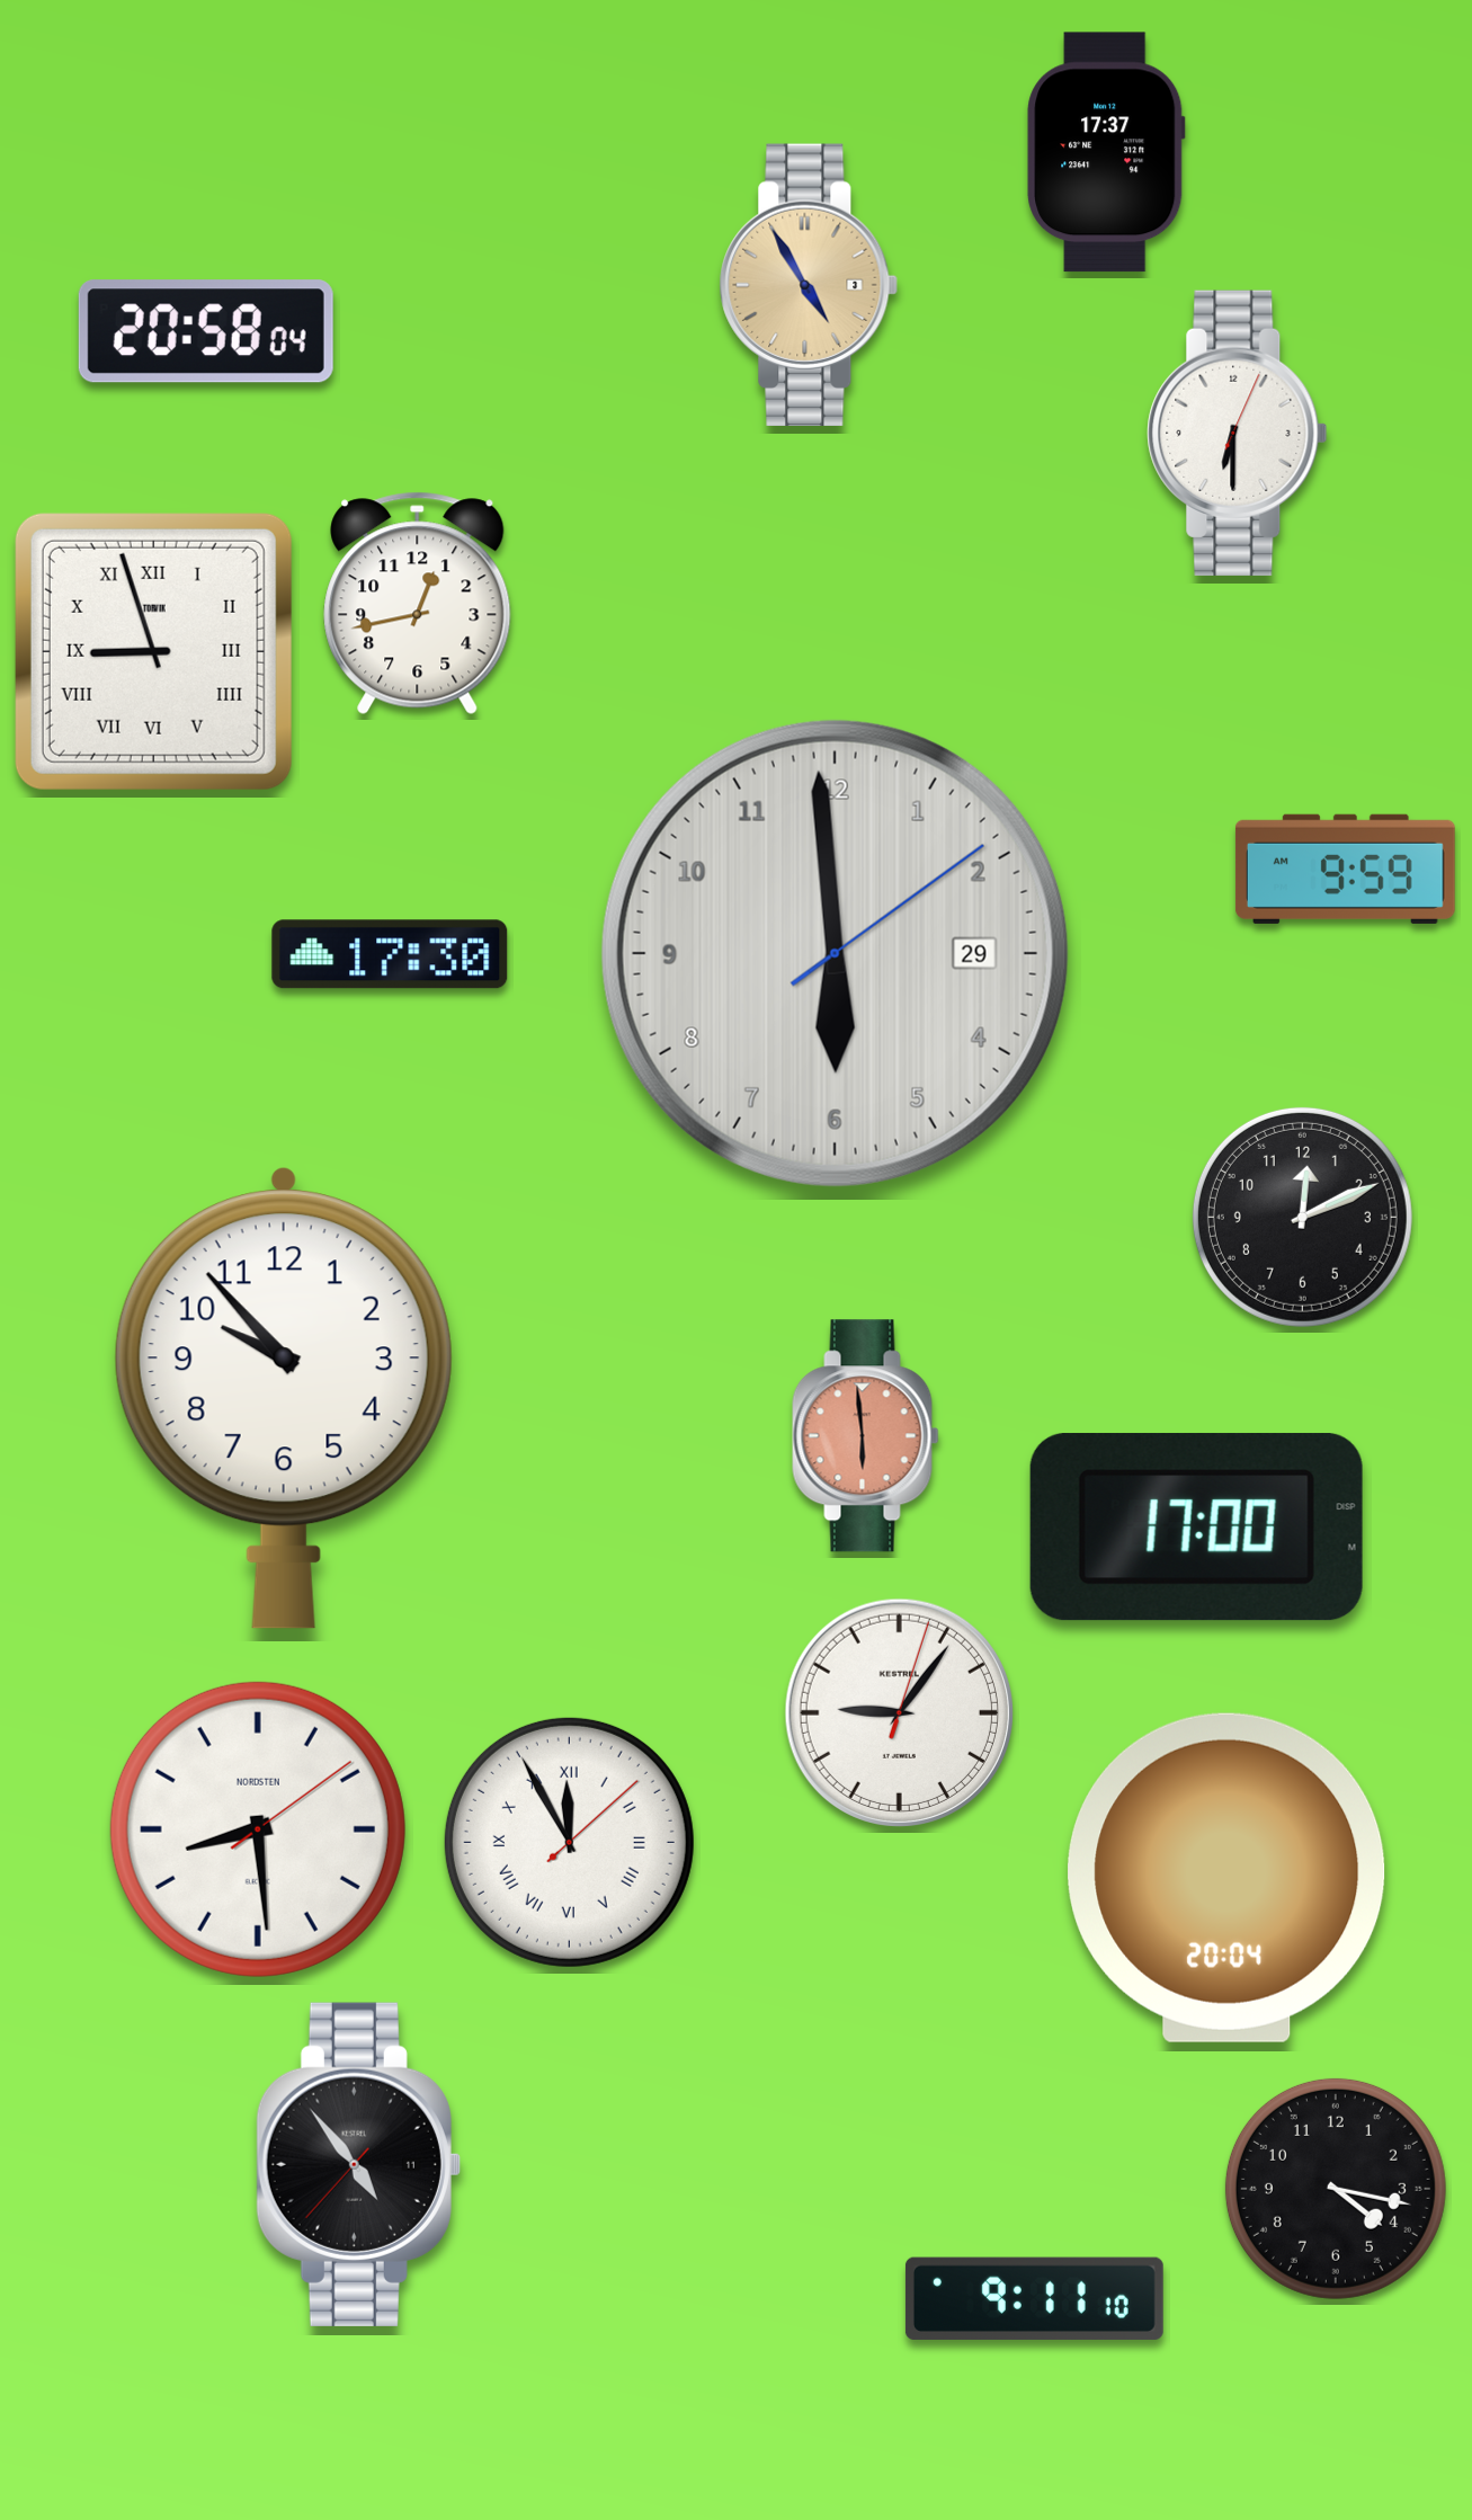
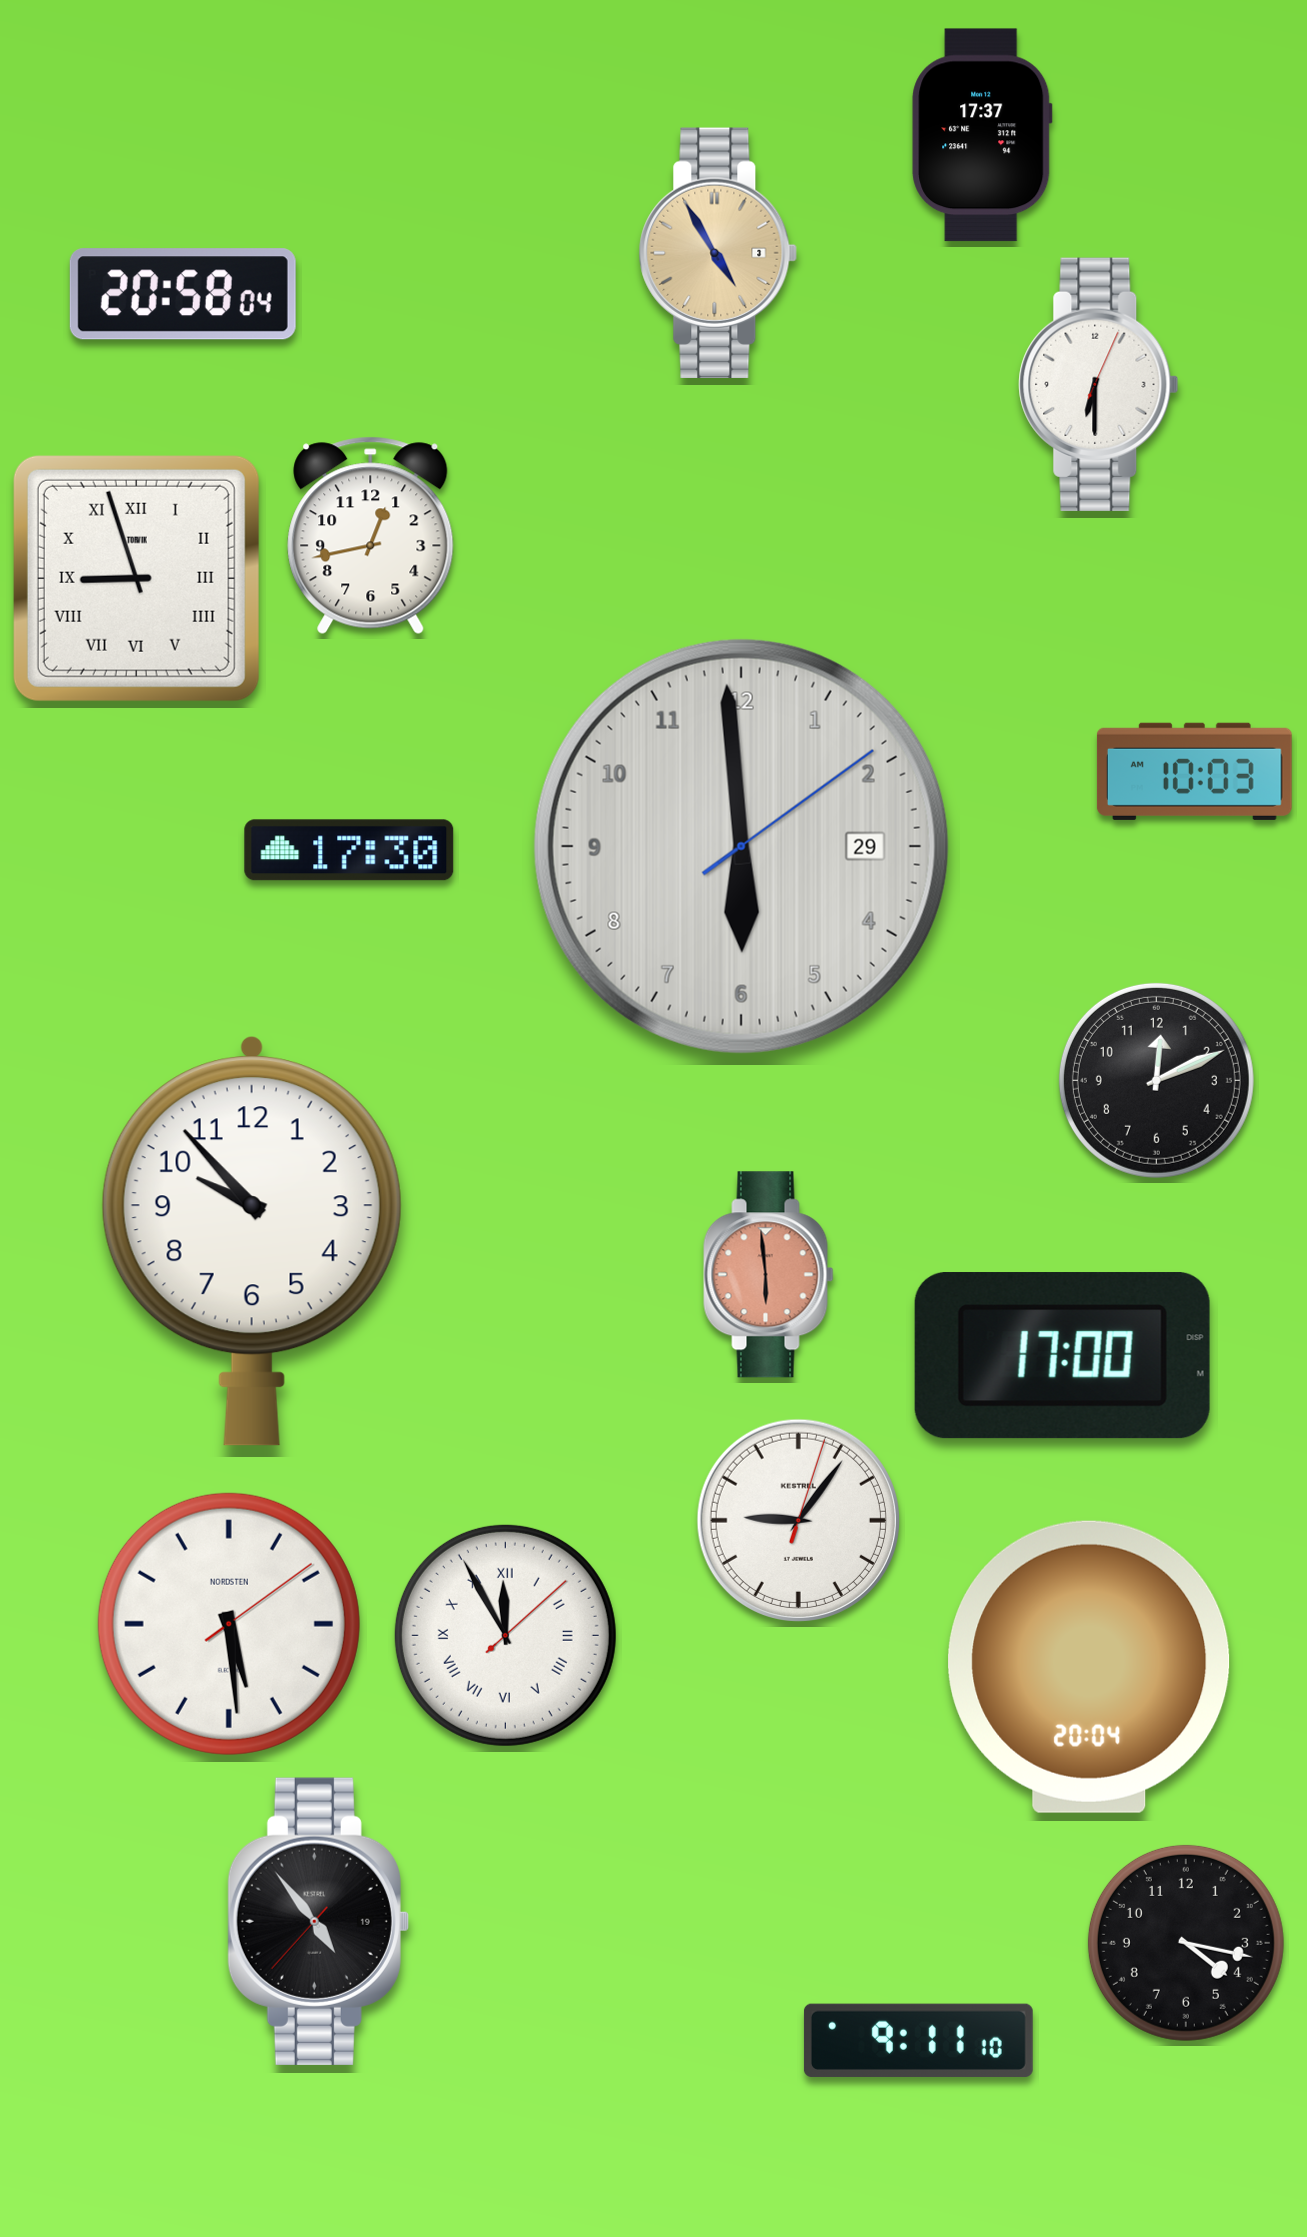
clock at (1345, 869): 9:59 -> 10:03
clock at (390, 954) position: (390, 954) -> (349, 850)
clock at (258, 1829): 8:29 -> 5:29
clock at (358, 2164) date: 11 -> 19
